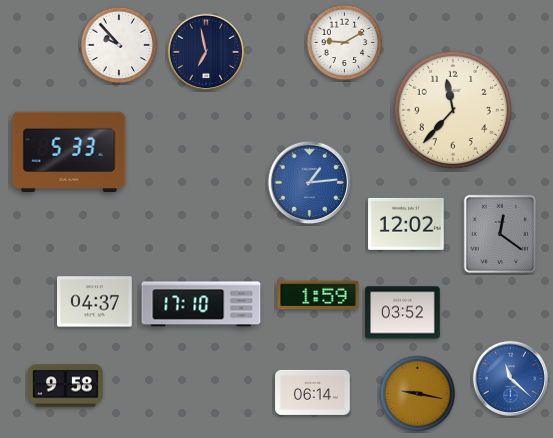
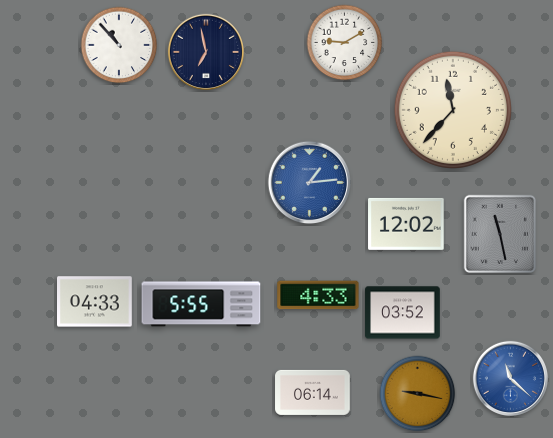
clock at (119, 45): 9:53 -> 10:53
clock at (69, 151): 5:33 -> none
clock at (500, 234): 12:21 -> 11:28
clock at (318, 295): 1:59 -> 4:33
clock at (95, 302): 04:37 -> 04:33
clock at (201, 304): 17:10 -> 5:55
clock at (66, 386): 9:58 -> none
